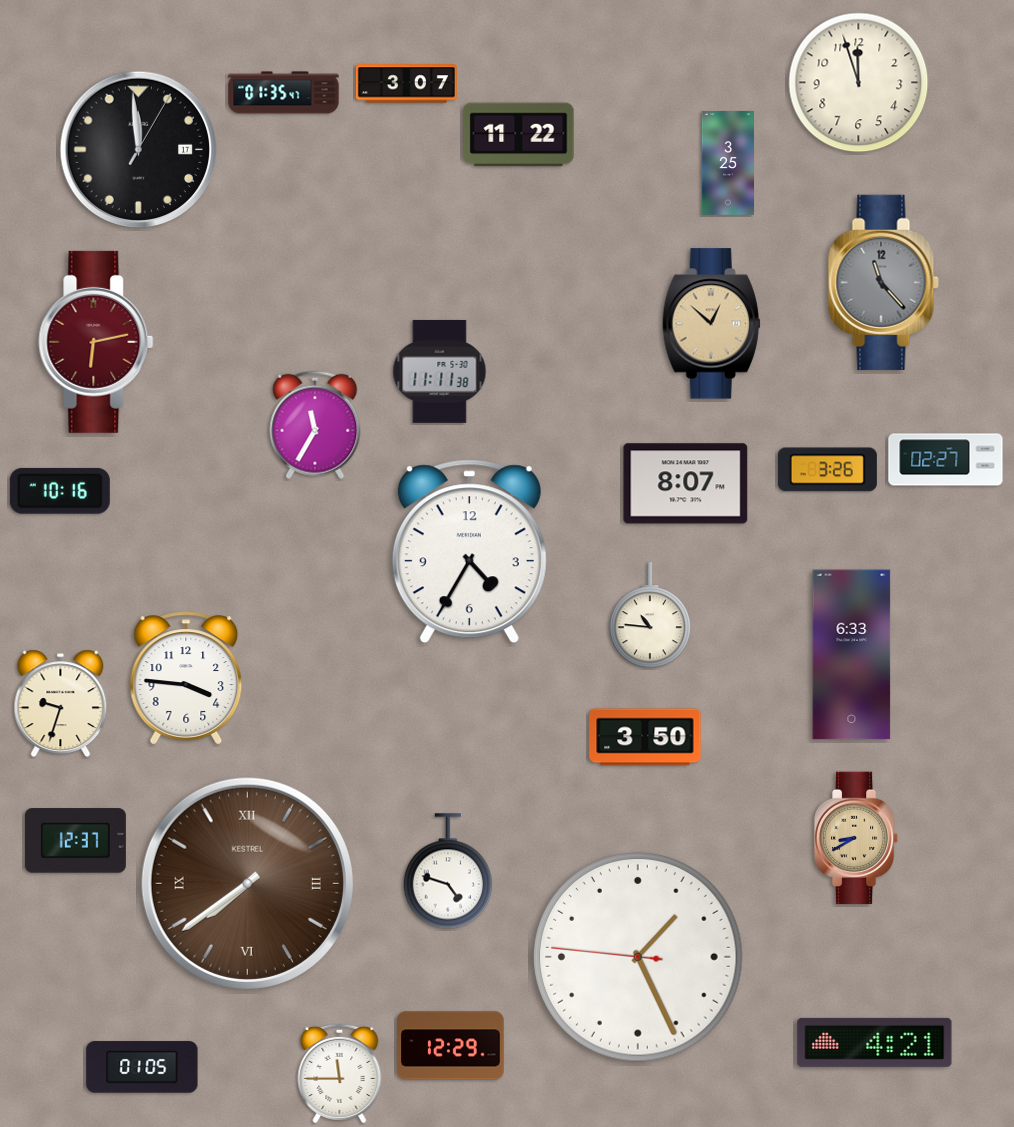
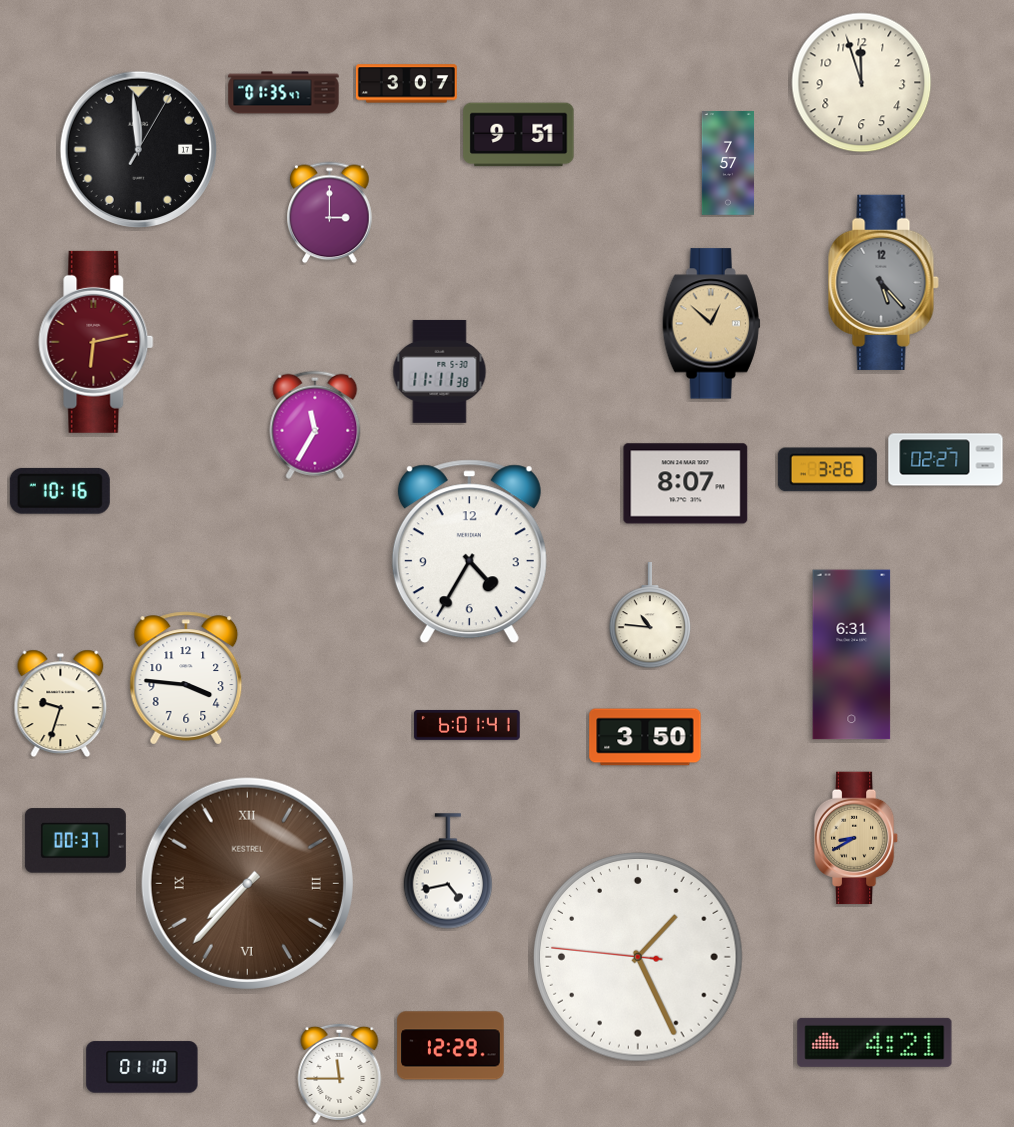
clock at (859, 83) position: (859, 83) -> (862, 83)
clock at (519, 135): 11:22 -> 9:51
clock at (727, 163): 3:25 -> 7:57
clock at (330, 213): none -> 3:00
clock at (883, 282): 11:23 -> 5:23
clock at (852, 655): 6:33 -> 6:31
clock at (467, 725): none -> 6:01
clock at (75, 841): 12:37 -> 00:37
clock at (448, 871): 4:48 -> 4:43
clock at (247, 883): 7:39 -> 7:37
clock at (142, 1067): 01:05 -> 01:10
